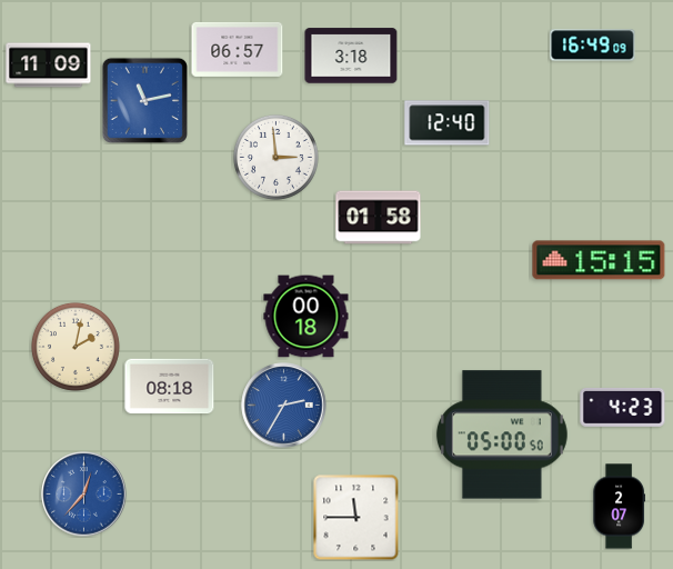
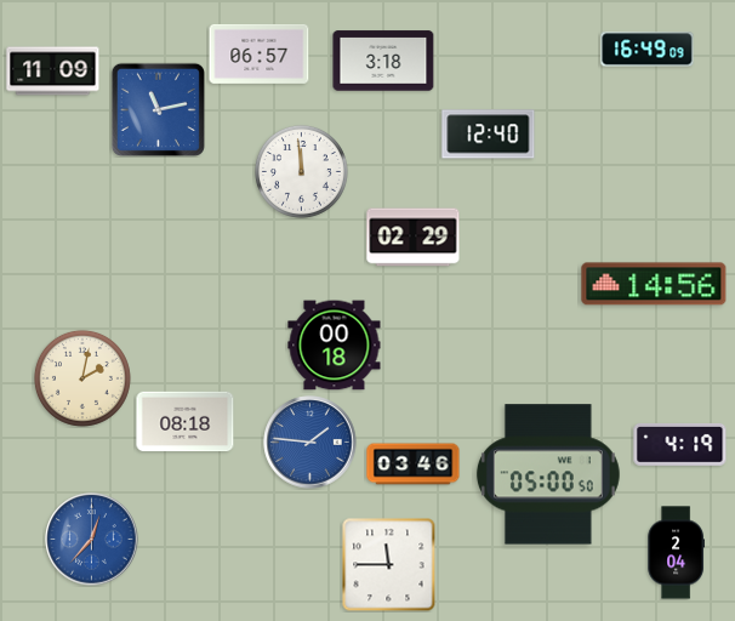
clock at (275, 157): 2:59 -> 11:59
clock at (379, 218): 01:58 -> 02:29
clock at (599, 260): 15:15 -> 14:56
clock at (284, 406): 2:35 -> 1:46
clock at (623, 407): 4:23 -> 4:19
clock at (414, 465): none -> 03:46
clock at (619, 507): 2:07 -> 2:04
